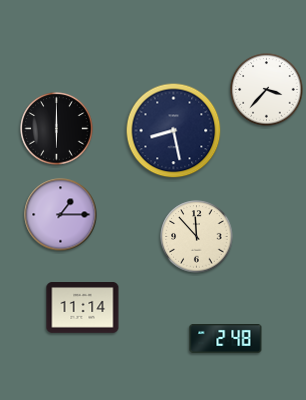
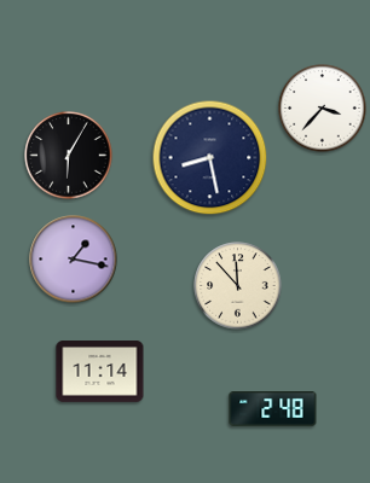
clock at (57, 129): 6:00 -> 6:05
clock at (61, 215): 1:15 -> 1:17
